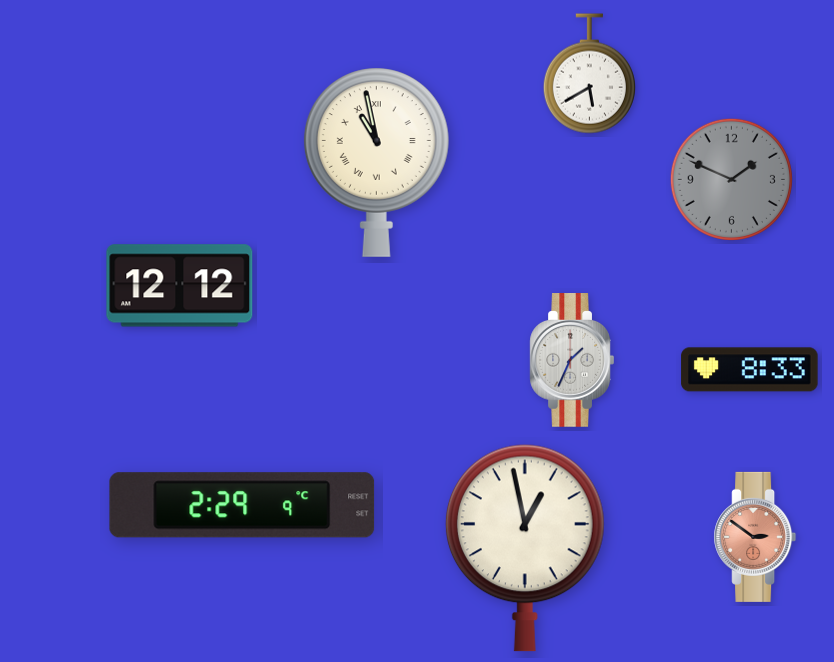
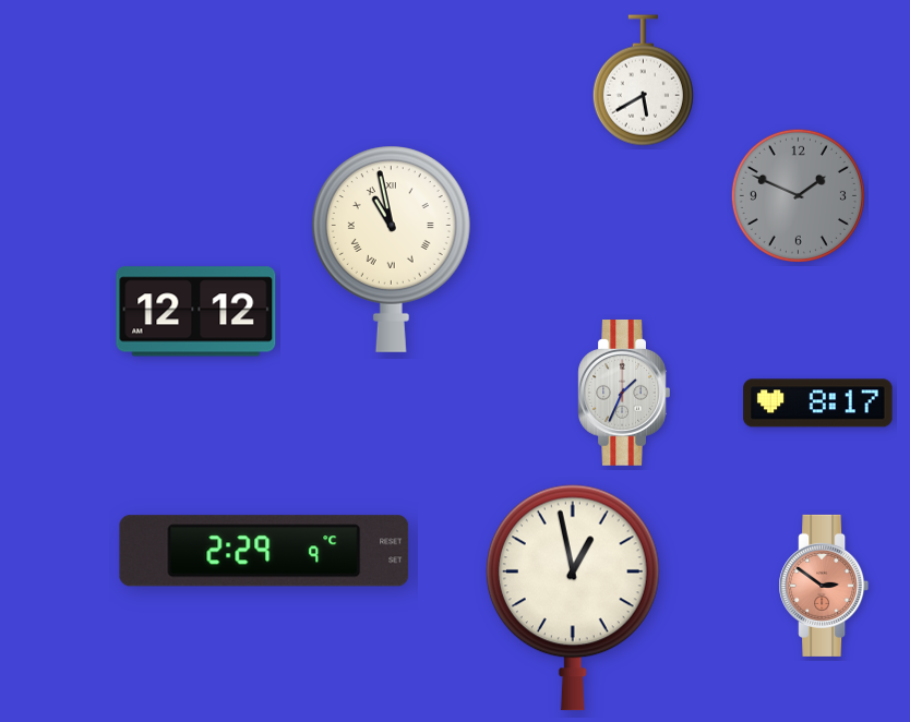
clock at (376, 162) position: (376, 162) -> (391, 249)
clock at (750, 370): 8:33 -> 8:17
